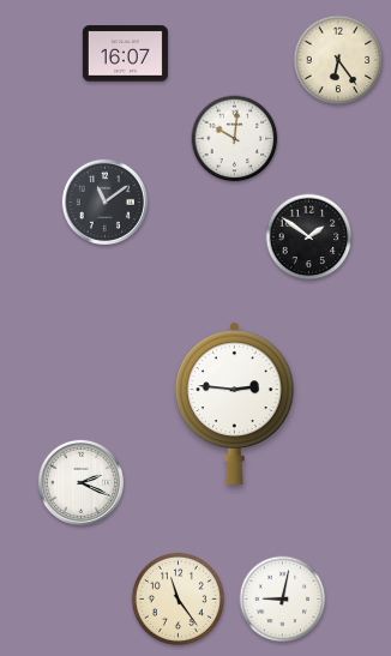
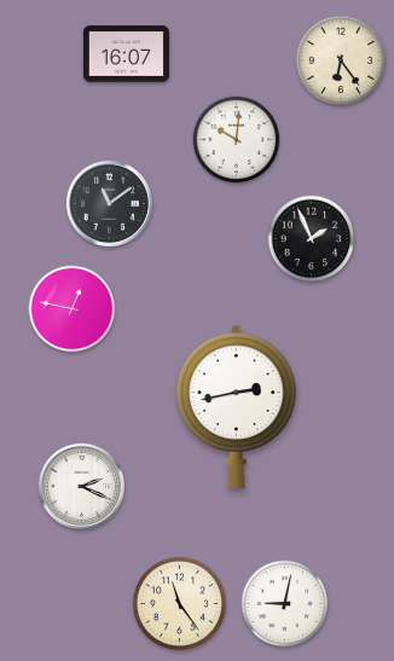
clock at (104, 201) position: (104, 201) -> (109, 203)
clock at (309, 237): 1:51 -> 1:56
clock at (73, 309): none -> 12:47
clock at (235, 403): 2:46 -> 2:43
